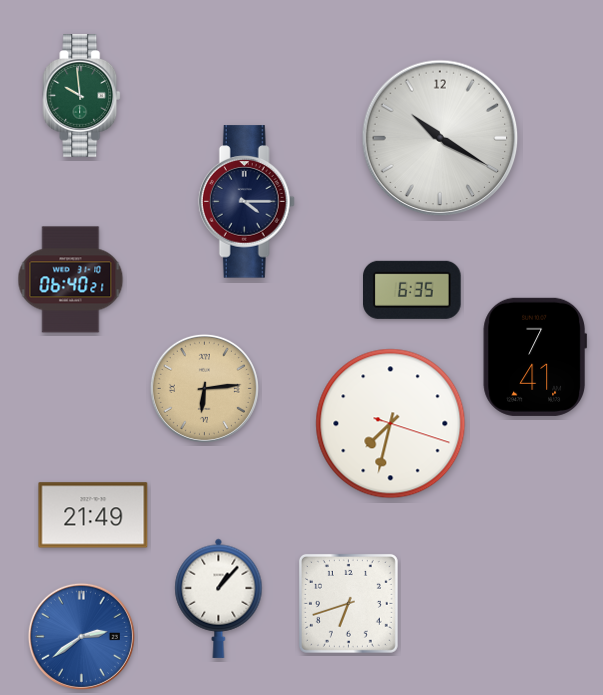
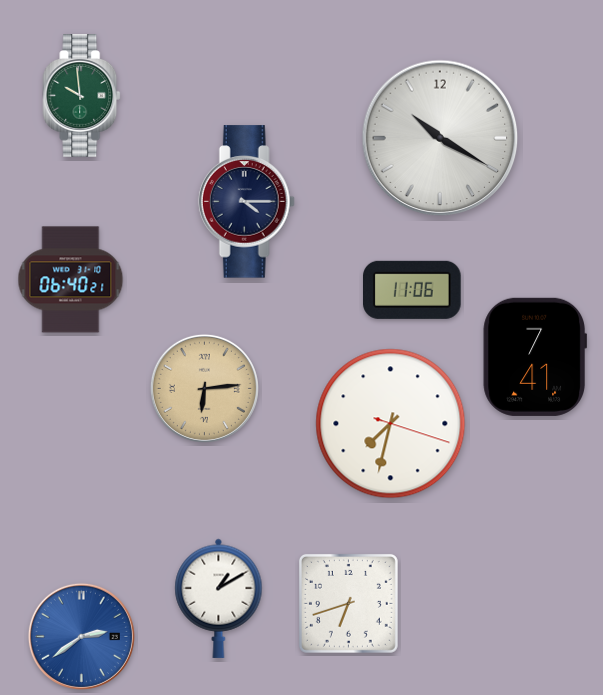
clock at (413, 290): 6:35 -> 11:06
clock at (93, 515): 21:49 -> none
clock at (219, 598): 1:07 -> 1:10
